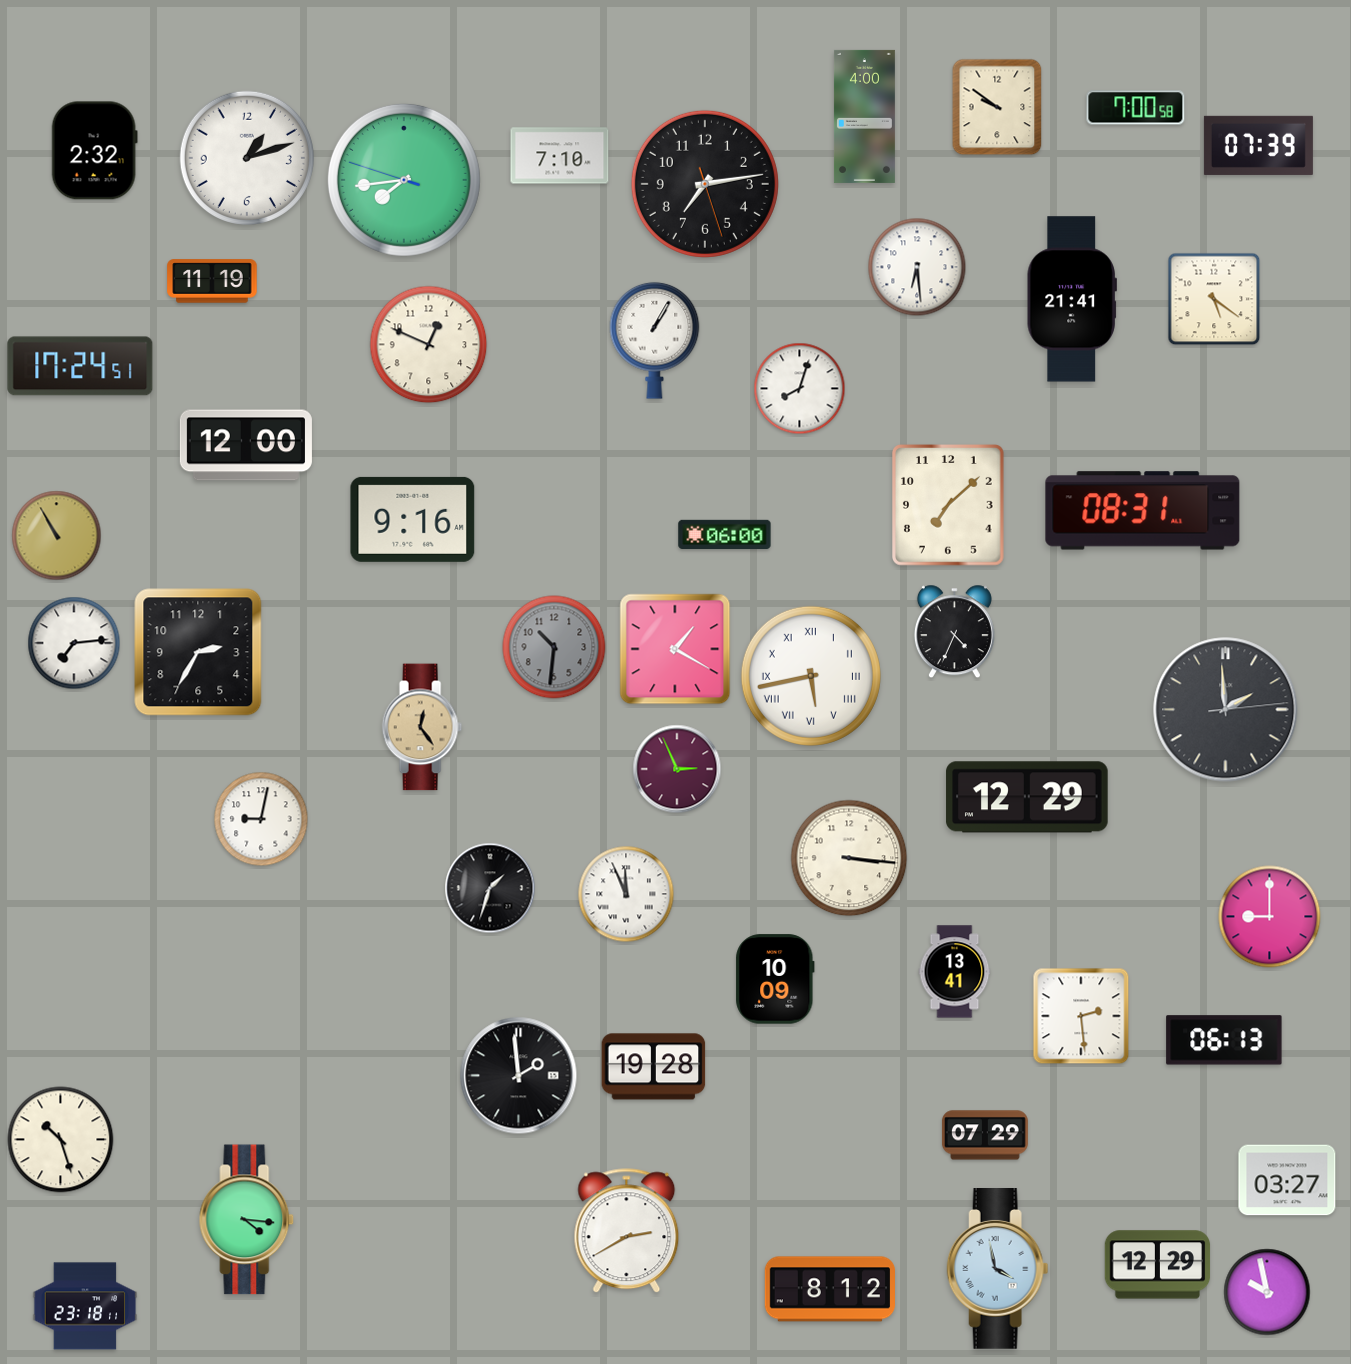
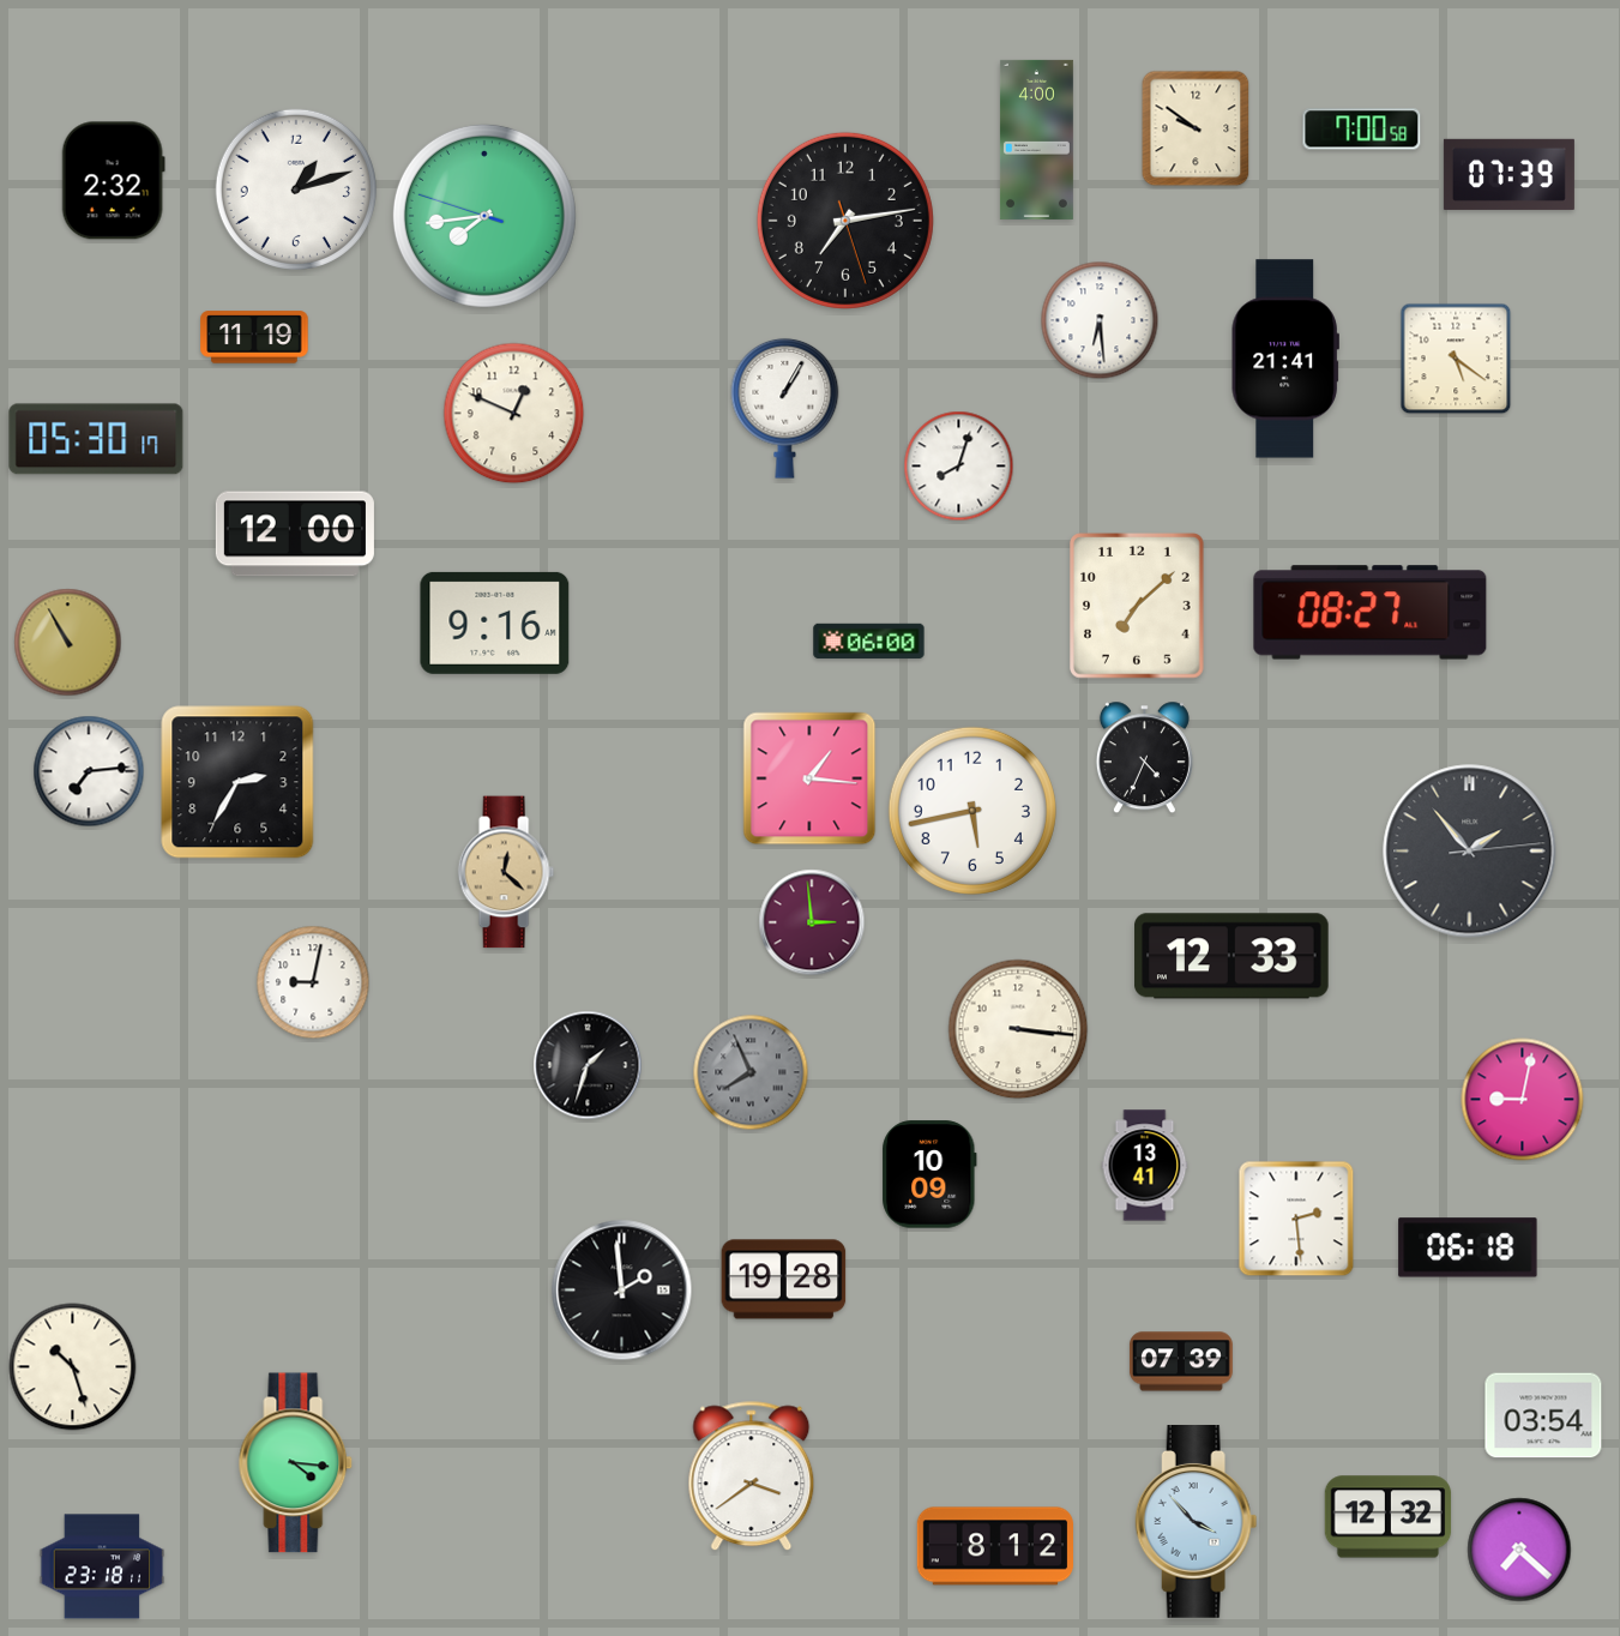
clock at (560, 156): 7:10 -> none
clock at (80, 366): 17:24 -> 05:30
clock at (1143, 511): 08:31 -> 08:27
clock at (554, 647): 10:31 -> none
clock at (675, 649): 1:20 -> 1:16
clock at (811, 676) numerals: Roman -> Arabic
clock at (1226, 710): 1:59 -> 1:53
clock at (422, 727): 12:24 -> 12:22
clock at (677, 769): 2:56 -> 2:59
clock at (1027, 797): 12:29 -> 12:33
clock at (626, 894): 11:56 -> 7:56
clock at (626, 894) dial: white -> grey
clock at (1270, 917): 9:00 -> 9:02
clock at (1224, 1040): 06:13 -> 06:18
clock at (985, 1135): 07:29 -> 07:39
clock at (1287, 1180): 03:27 -> 03:54
clock at (627, 1231): 2:40 -> 3:39
clock at (1158, 1265): 12:29 -> 12:32
clock at (998, 1269): 3:58 -> 3:53
clock at (1267, 1292): 9:58 -> 7:22
